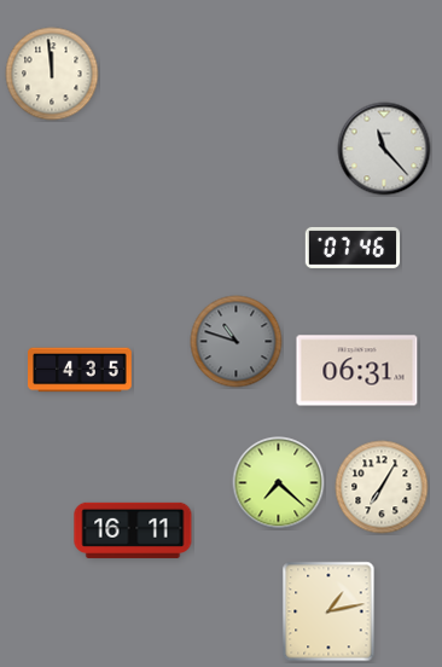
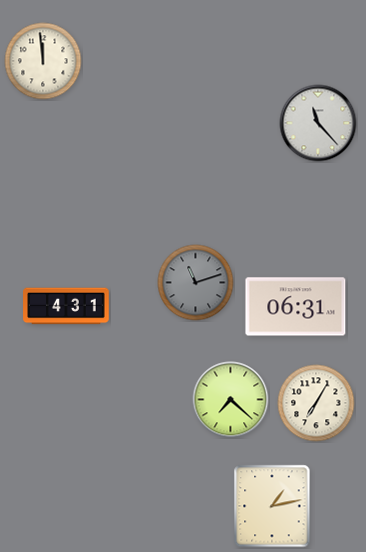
clock at (353, 248): 07:46 -> none
clock at (237, 342): 10:48 -> 11:12
clock at (80, 370): 4:35 -> 4:31
clock at (133, 530): 16:11 -> none
